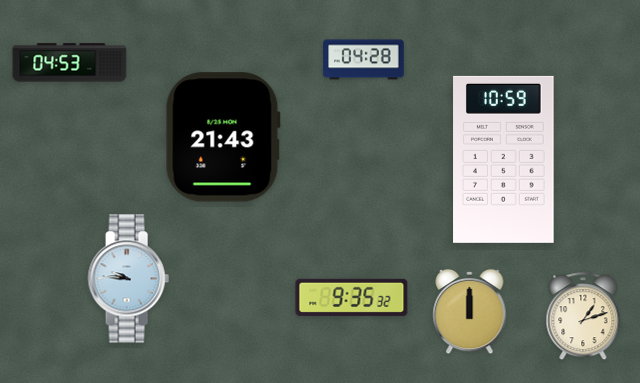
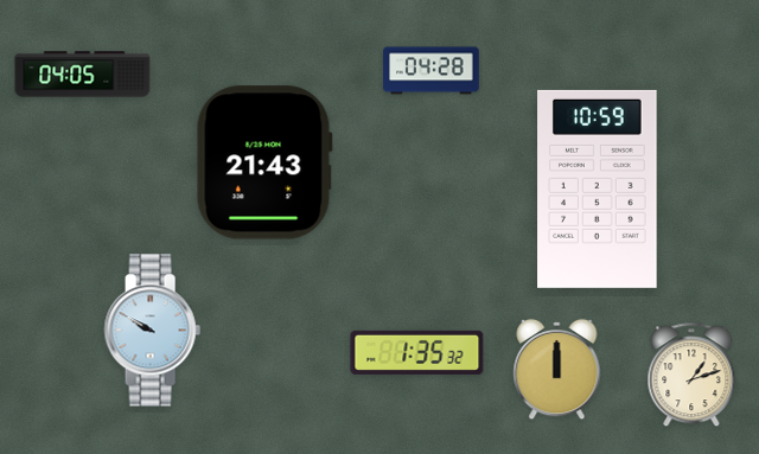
clock at (70, 63): 04:53 -> 04:05
clock at (128, 279): 9:46 -> 9:50
clock at (352, 297): 9:35 -> 1:35
